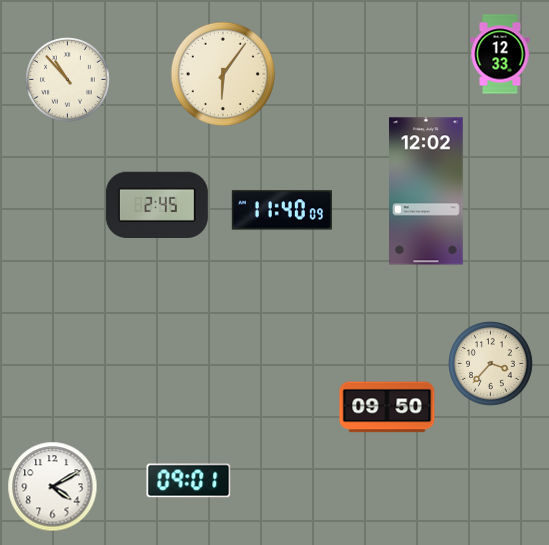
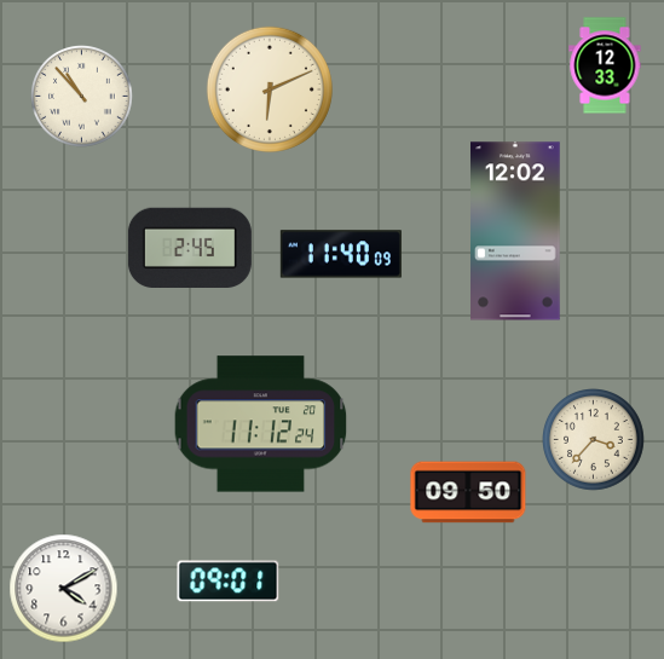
clock at (223, 74): 6:06 -> 6:11
clock at (261, 424): none -> 11:12
